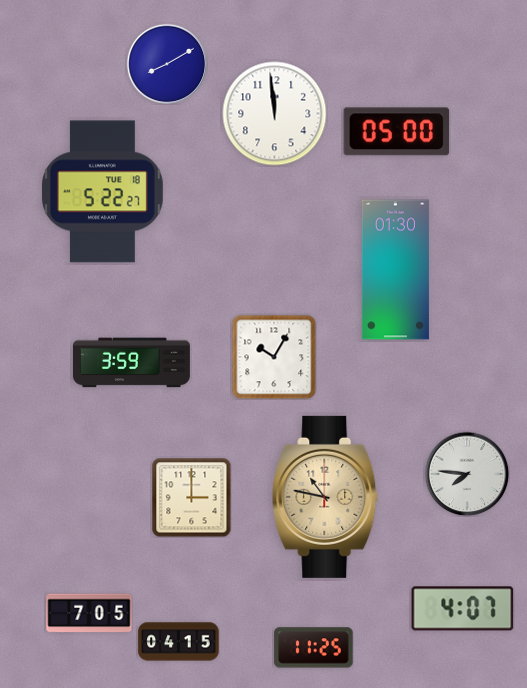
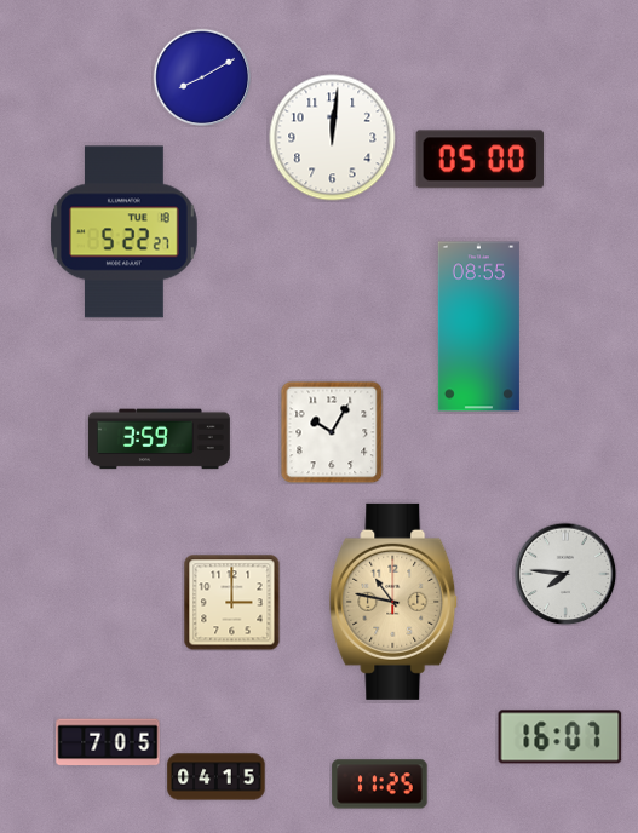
clock at (275, 114): 11:59 -> 12:01
clock at (395, 270): 01:30 -> 08:55
clock at (463, 609): 4:07 -> 16:07
